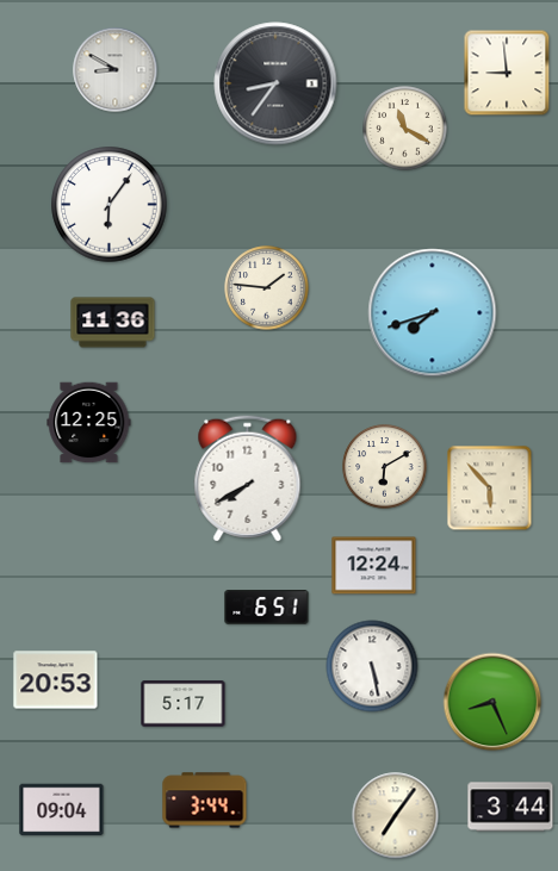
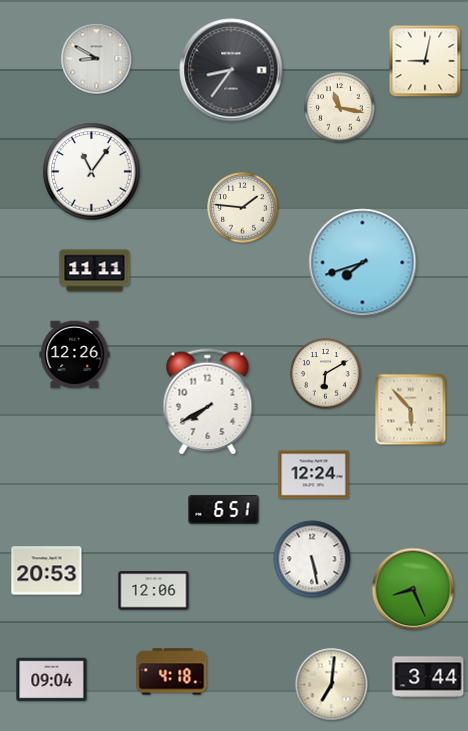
clock at (507, 73): 8:59 -> 9:02
clock at (405, 129): 11:20 -> 11:17
clock at (110, 205): 6:06 -> 11:06
clock at (267, 288) position: (267, 288) -> (243, 208)
clock at (113, 323): 11:36 -> 11:11
clock at (89, 423): 12:25 -> 12:26
clock at (385, 467) position: (385, 467) -> (326, 374)
clock at (184, 704): 5:17 -> 12:06
clock at (205, 801): 3:44 -> 4:18
clock at (396, 816): 7:06 -> 7:01
